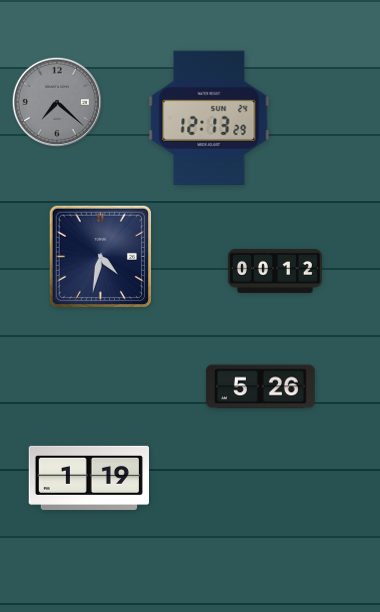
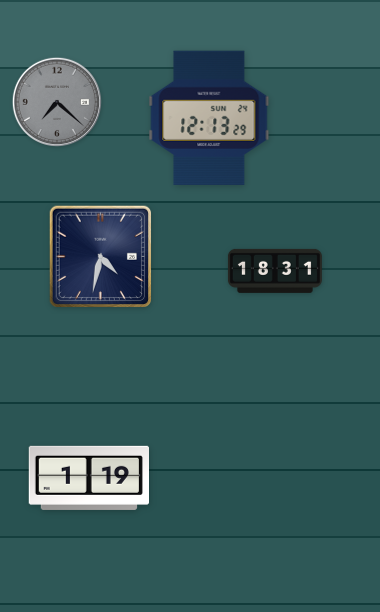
clock at (275, 271): 00:12 -> 18:31
clock at (261, 387): 5:26 -> none
